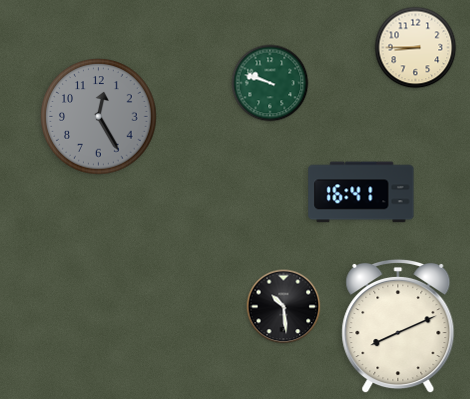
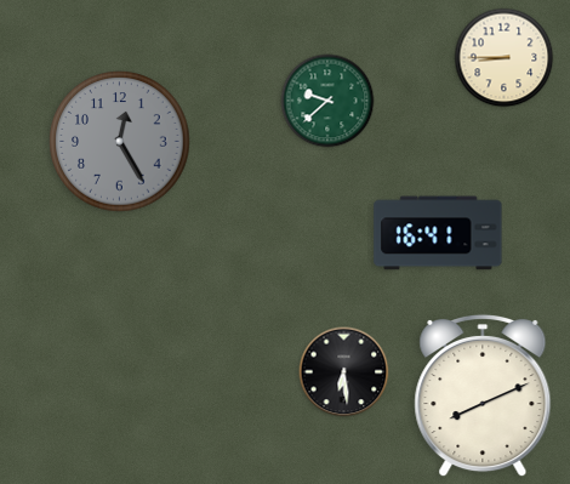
clock at (270, 83): 9:48 -> 9:38
clock at (284, 307): 10:29 -> 6:29
